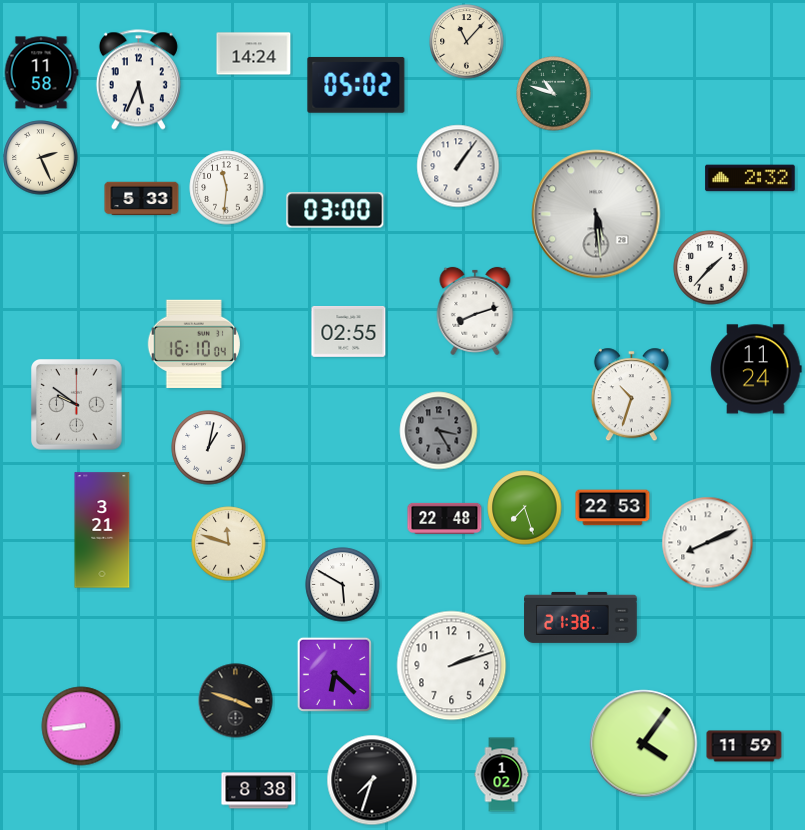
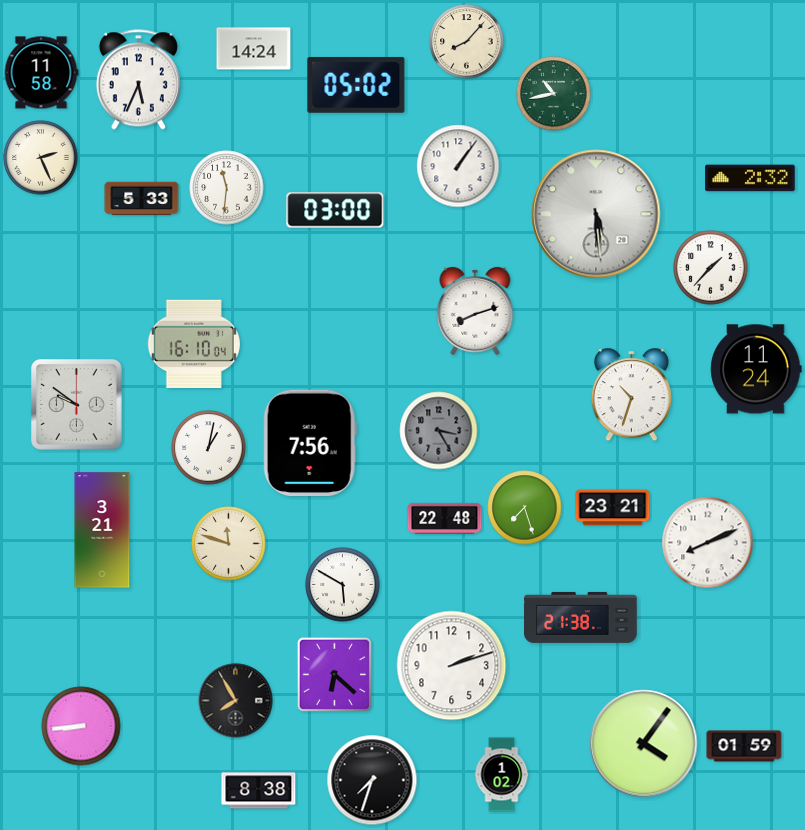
clock at (467, 42): 11:07 -> 8:07
clock at (254, 54) position: (254, 54) -> (254, 49)
clock at (554, 94): 10:48 -> 10:43
clock at (349, 332): 02:55 -> none
clock at (310, 442): none -> 7:56
clock at (613, 508): 22:53 -> 23:21
clock at (236, 701): 3:48 -> 7:55
clock at (744, 746): 11:59 -> 01:59
